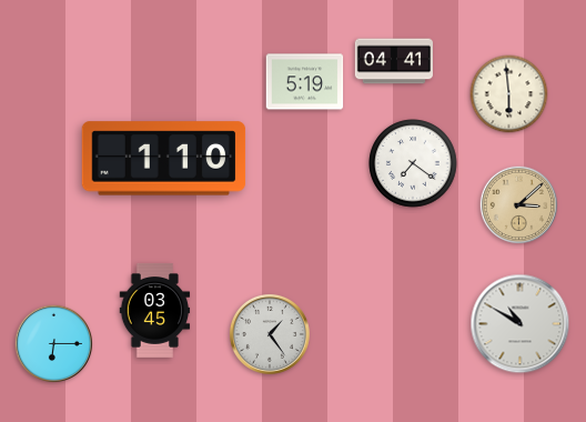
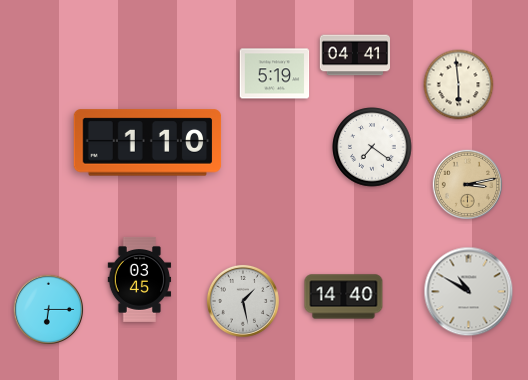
clock at (518, 204): 3:08 -> 3:13
clock at (344, 297): none -> 14:40
clock at (270, 334): 1:24 -> 1:28
